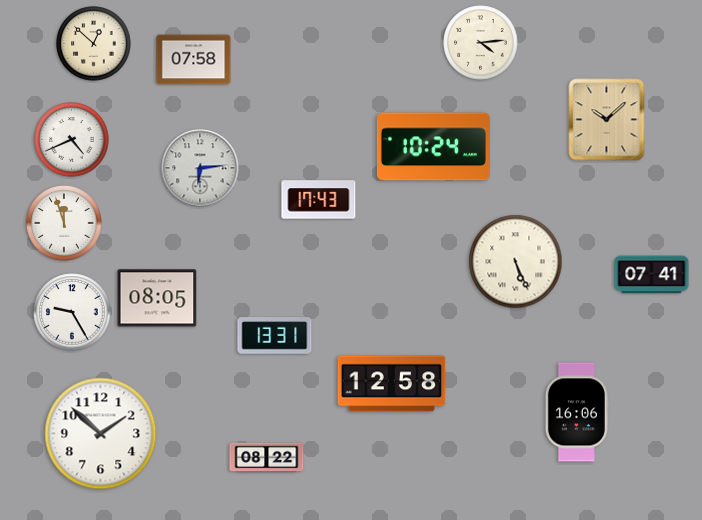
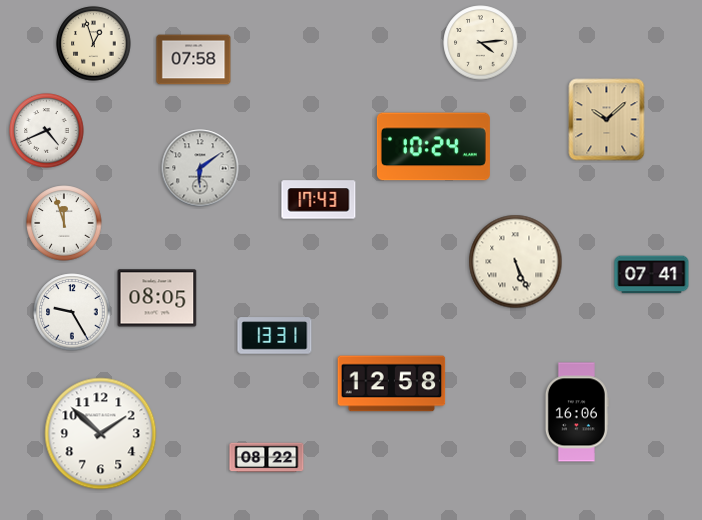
clock at (94, 44): 12:52 -> 12:57
clock at (72, 140) position: (72, 140) -> (47, 131)
clock at (200, 168): 6:14 -> 6:09
